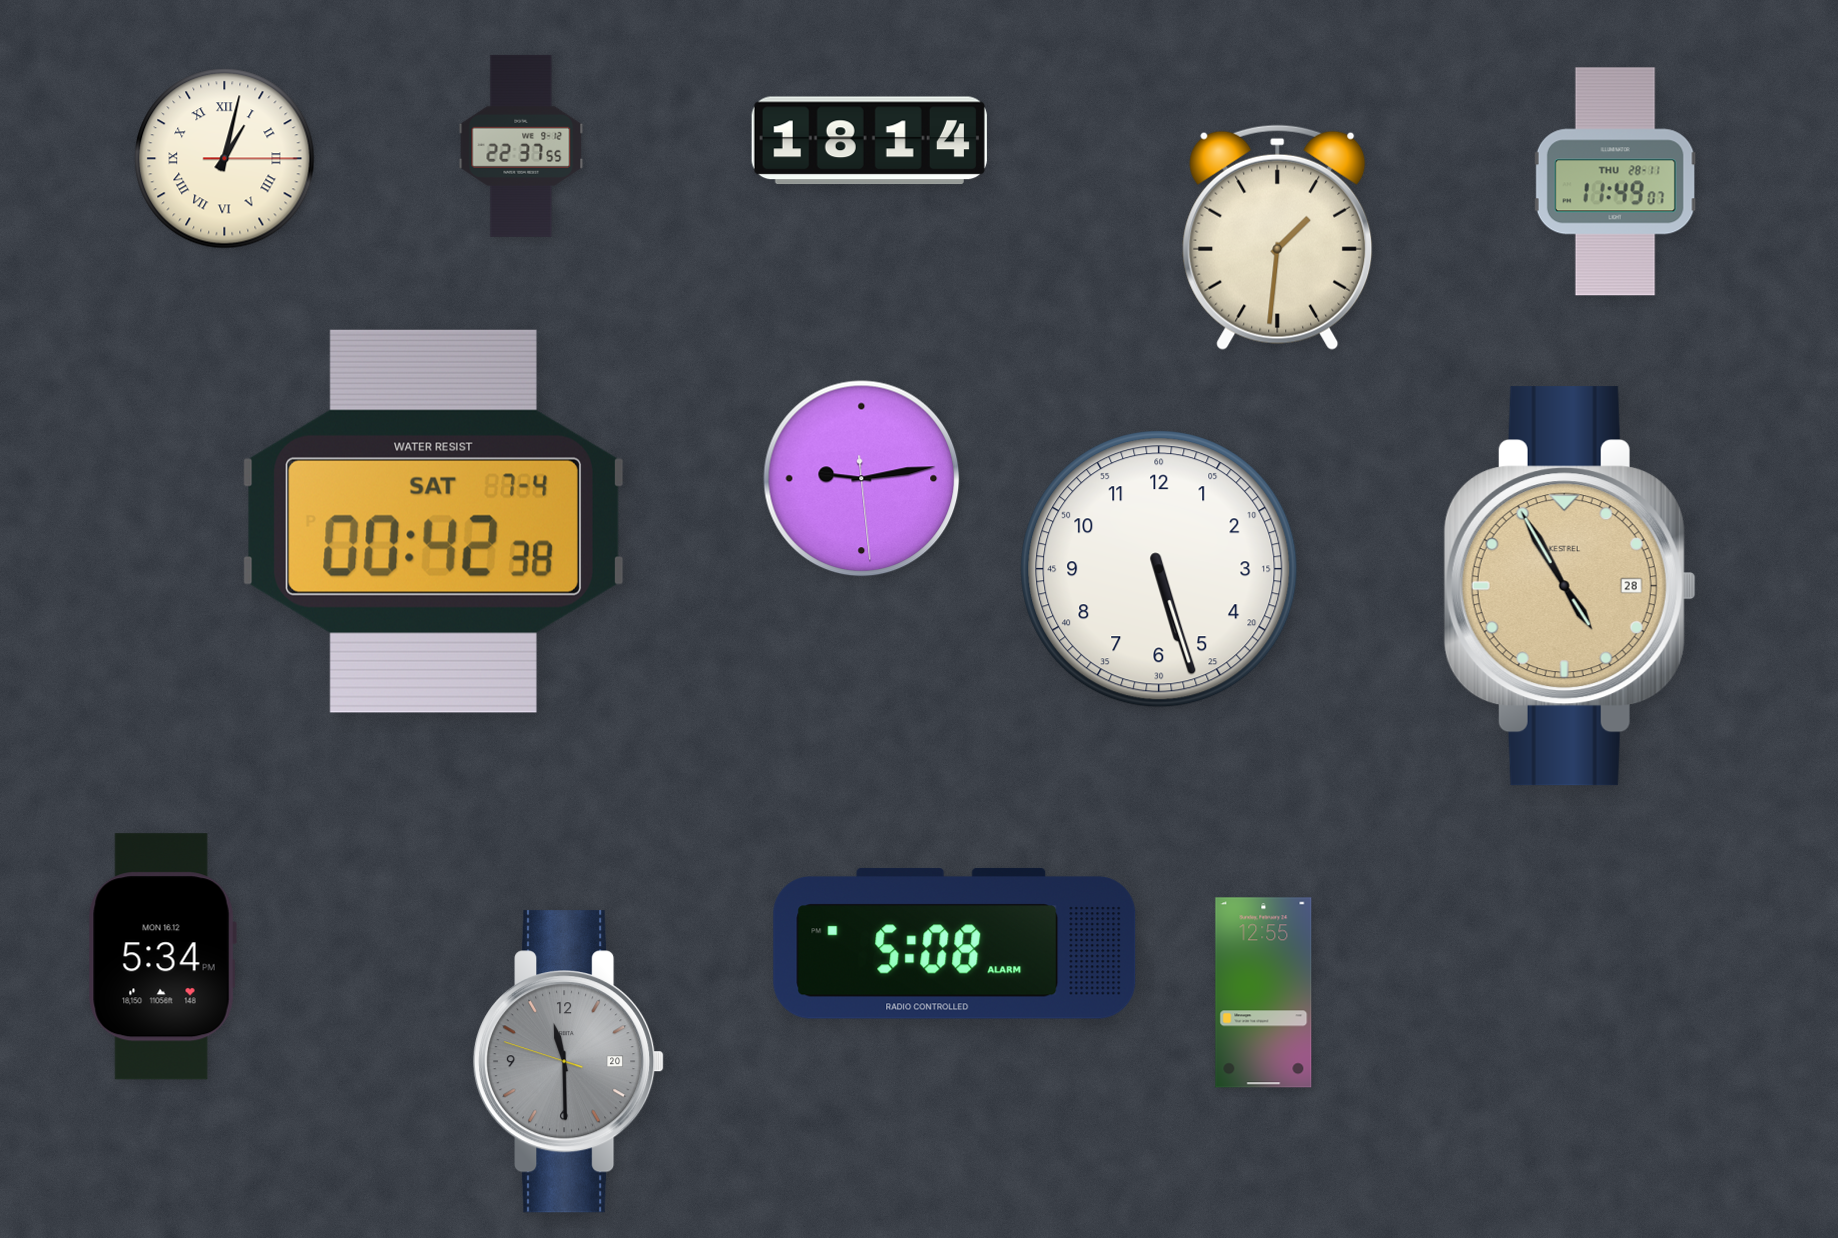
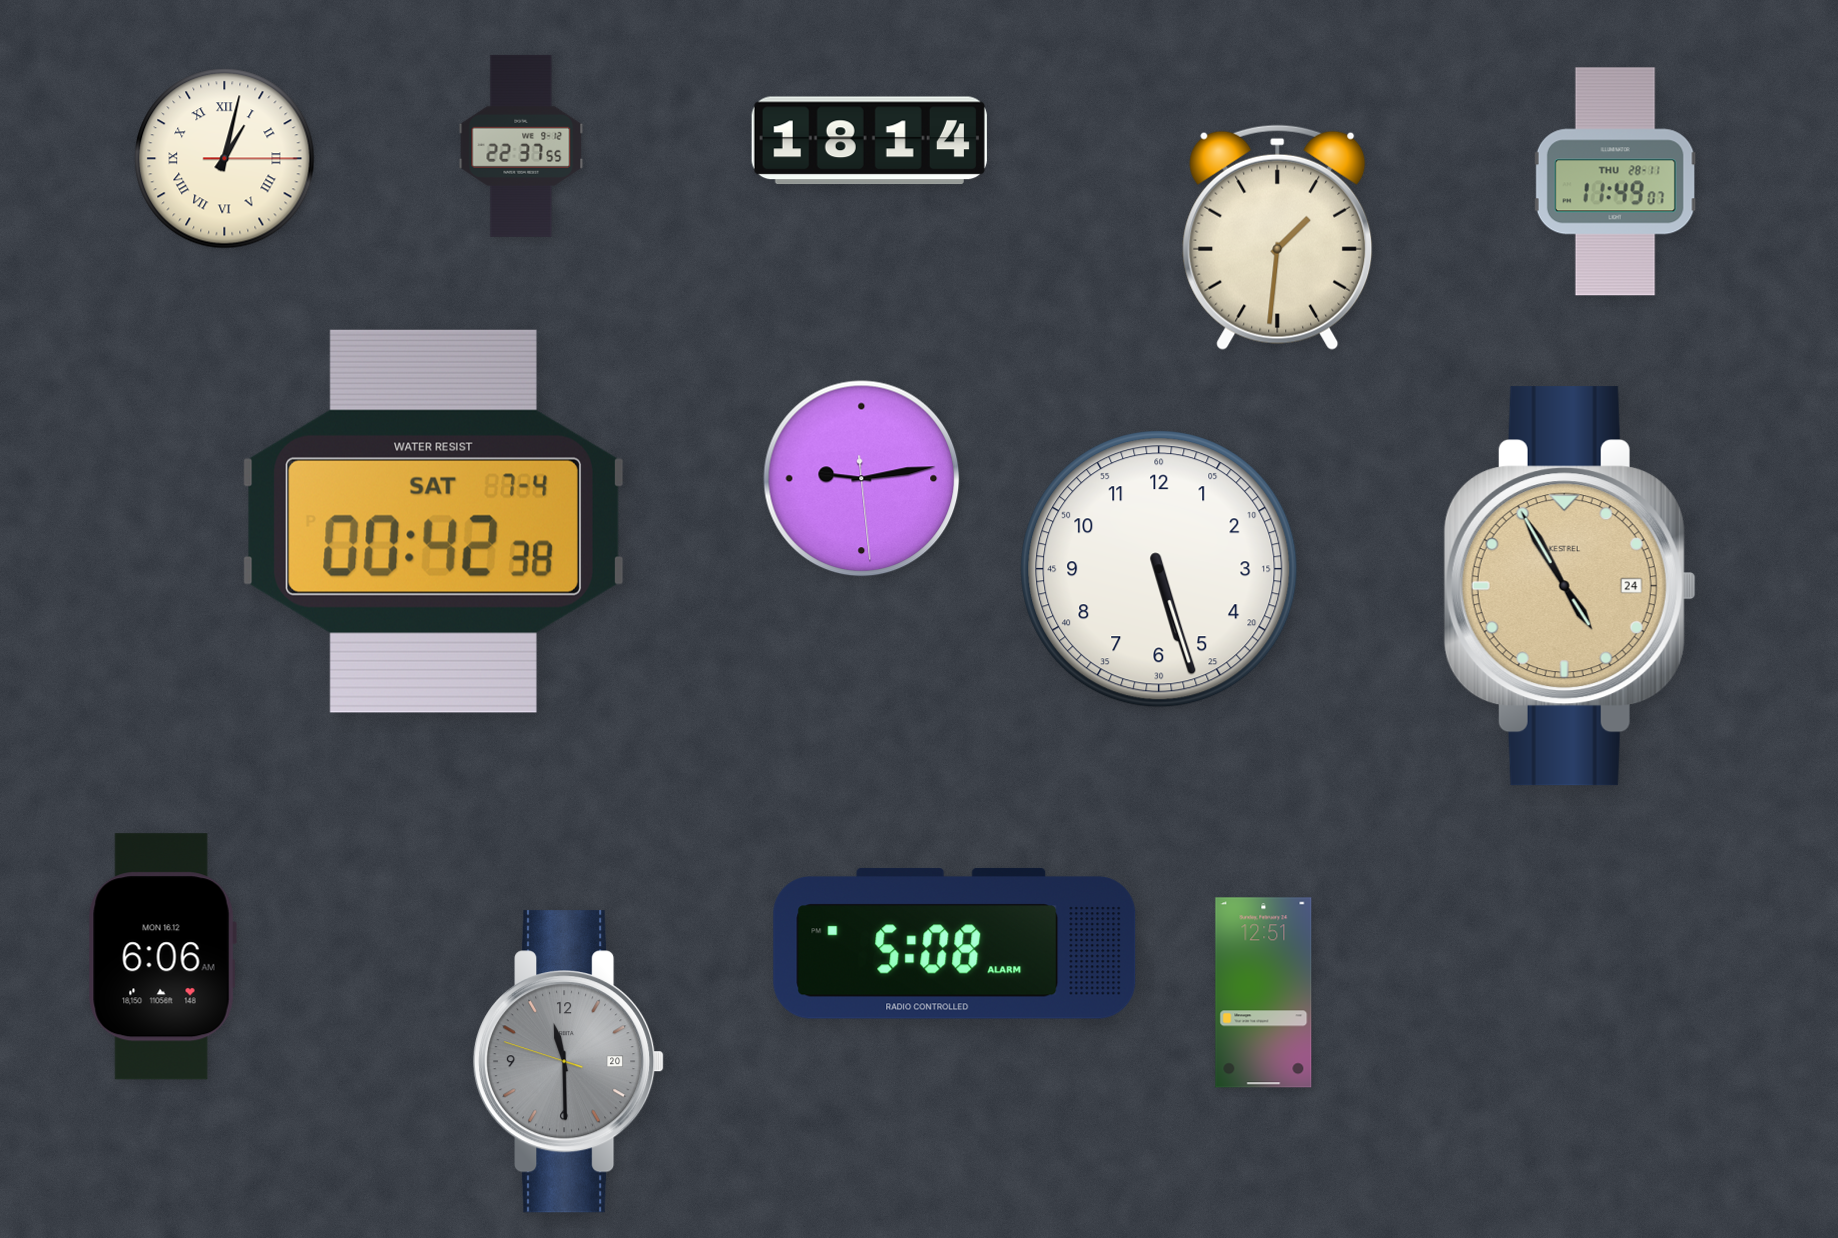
clock at (1570, 586) date: 28 -> 24
clock at (162, 957): 5:34 -> 6:06
clock at (1264, 993): 12:55 -> 12:51
